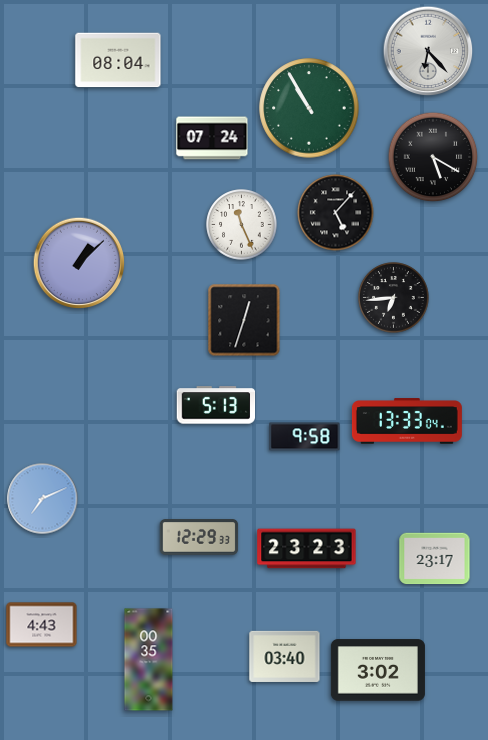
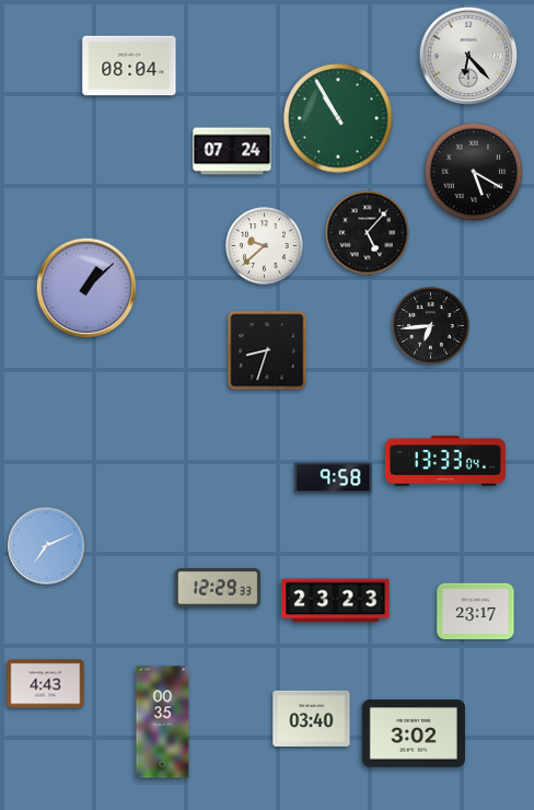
clock at (242, 225): 11:26 -> 9:38
clock at (244, 320): 12:33 -> 8:33
clock at (216, 405): 5:13 -> none
